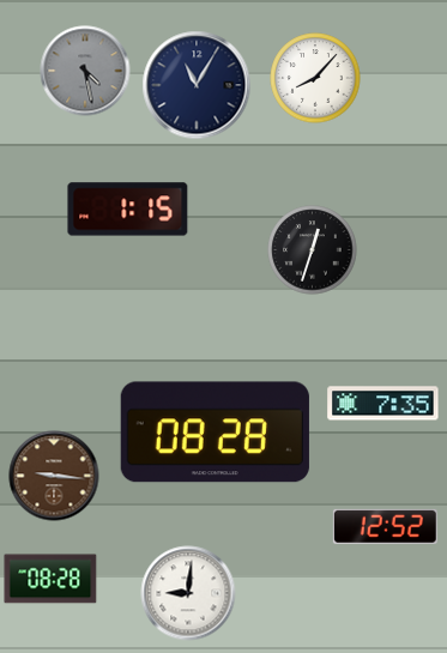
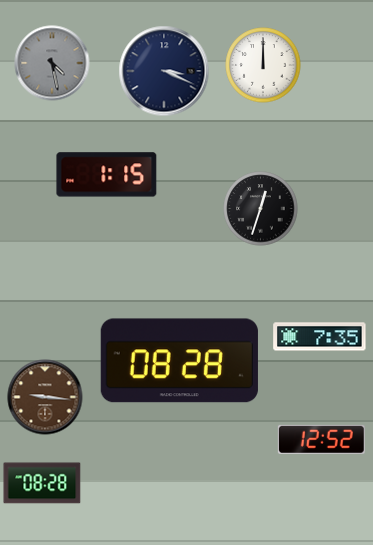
clock at (85, 71) position: (85, 71) -> (52, 63)
clock at (315, 78): 8:07 -> 12:00
clock at (197, 85): 11:05 -> 3:19
clock at (188, 593): 9:01 -> none
